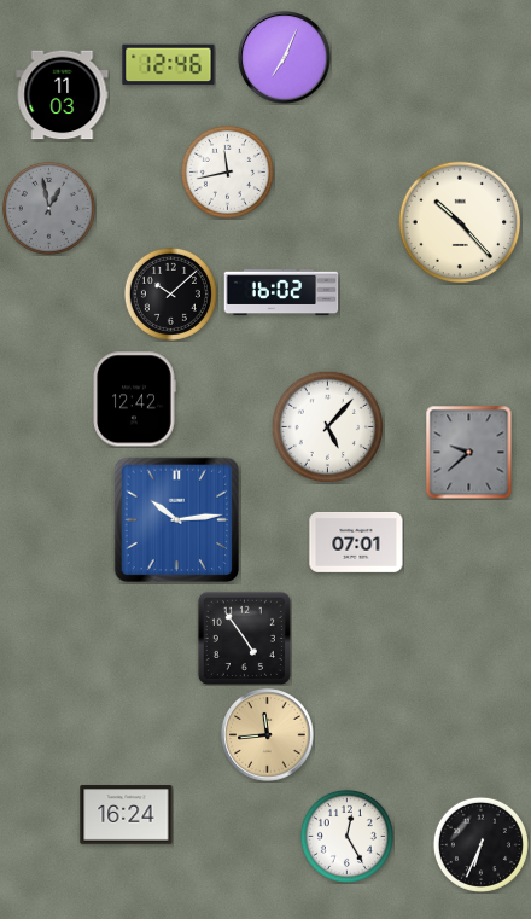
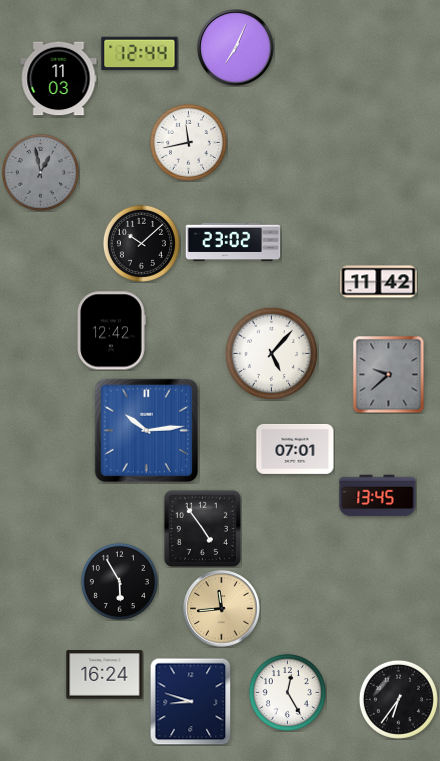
clock at (169, 65): 12:46 -> 12:44
clock at (63, 95) position: (63, 95) -> (59, 79)
clock at (460, 222): 10:23 -> none
clock at (281, 292): 16:02 -> 23:02
clock at (379, 282): none -> 11:42
clock at (378, 496): none -> 13:45
clock at (119, 581): none -> 5:55
clock at (480, 844): 6:34 -> 6:36
clock at (191, 701): none -> 8:48
